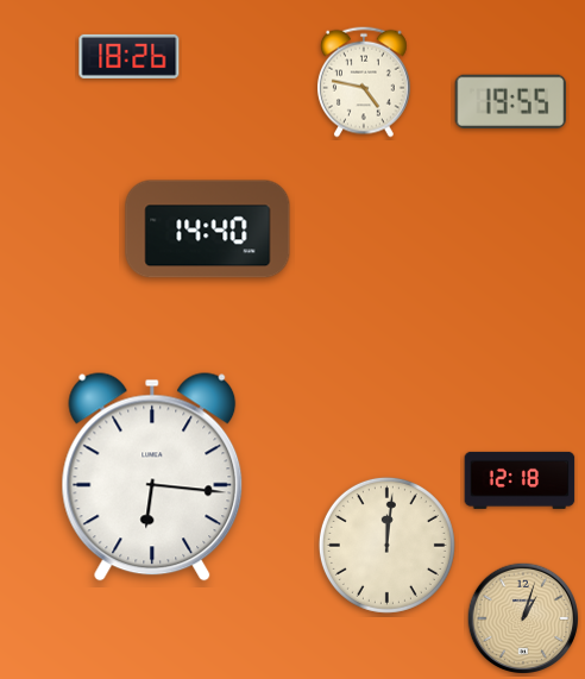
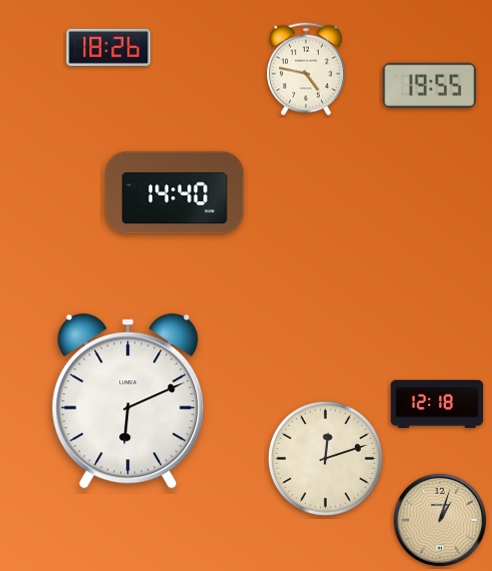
clock at (152, 477): 6:16 -> 6:11
clock at (386, 545): 12:01 -> 12:12
